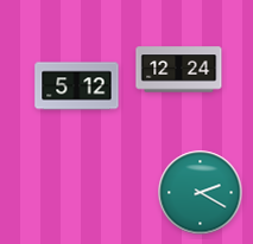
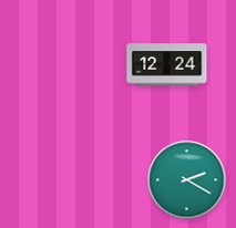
clock at (77, 86): 5:12 -> none
